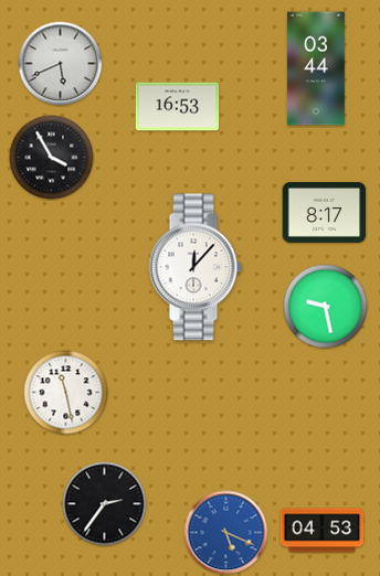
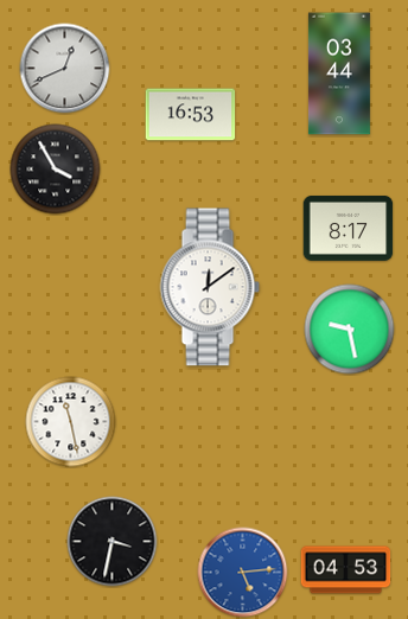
clock at (61, 64): 5:41 -> 12:41
clock at (196, 267): 12:07 -> 12:09
clock at (105, 504): 2:36 -> 3:32
clock at (226, 533): 5:19 -> 5:14
